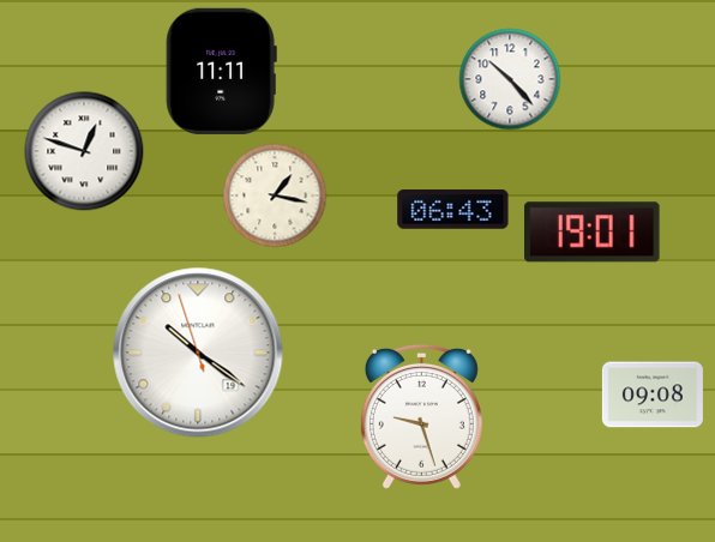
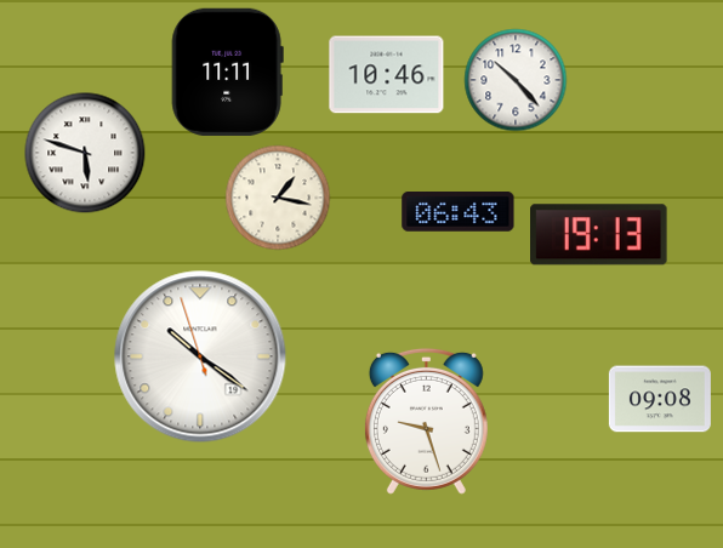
clock at (221, 71) position: (221, 71) -> (227, 72)
clock at (387, 75): none -> 10:46
clock at (84, 151): 12:48 -> 5:48
clock at (593, 233): 19:01 -> 19:13
